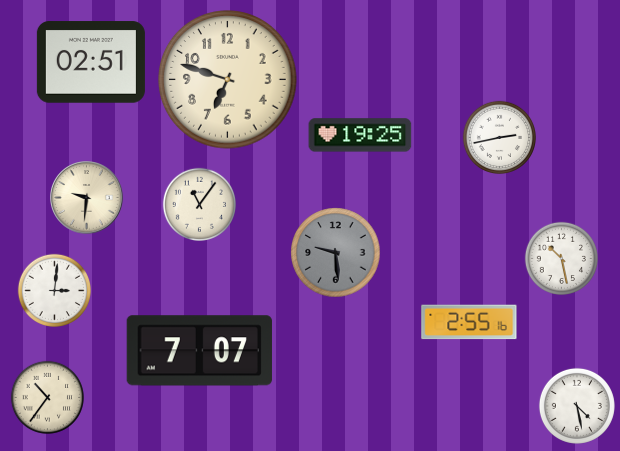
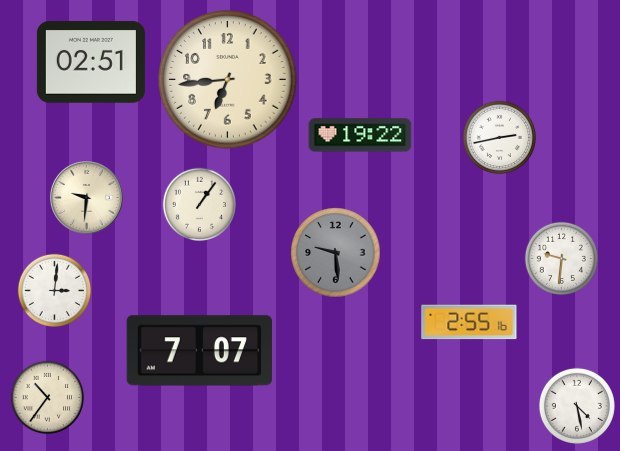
clock at (228, 80): 6:48 -> 6:44
clock at (360, 135): 19:25 -> 19:22
clock at (199, 204): 11:06 -> 1:06
clock at (561, 258): 10:28 -> 9:31
